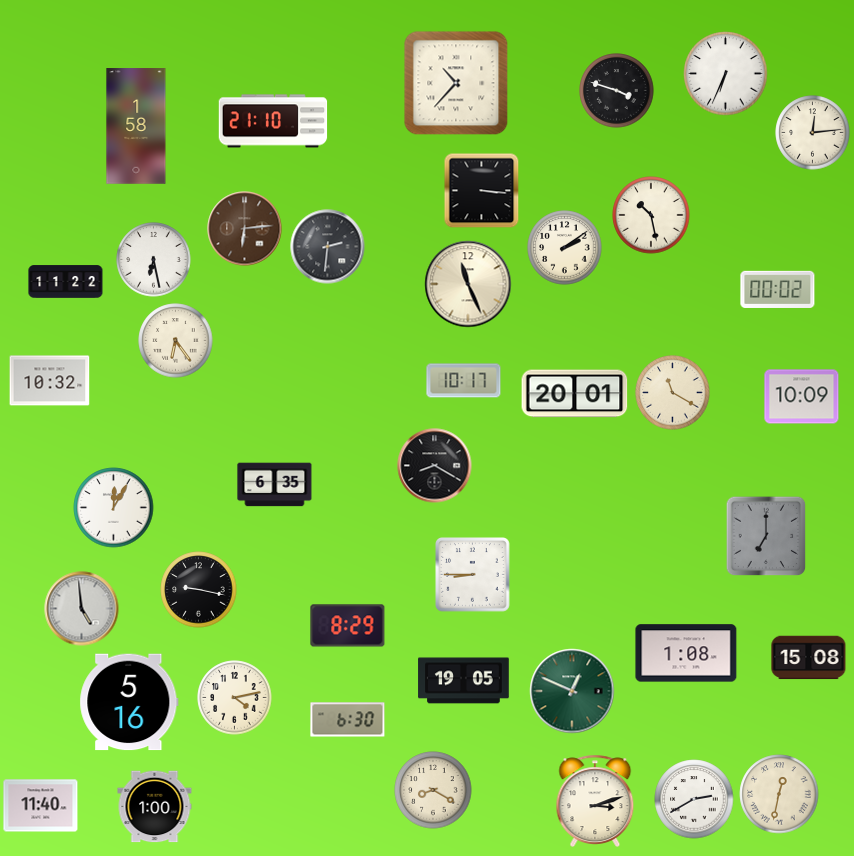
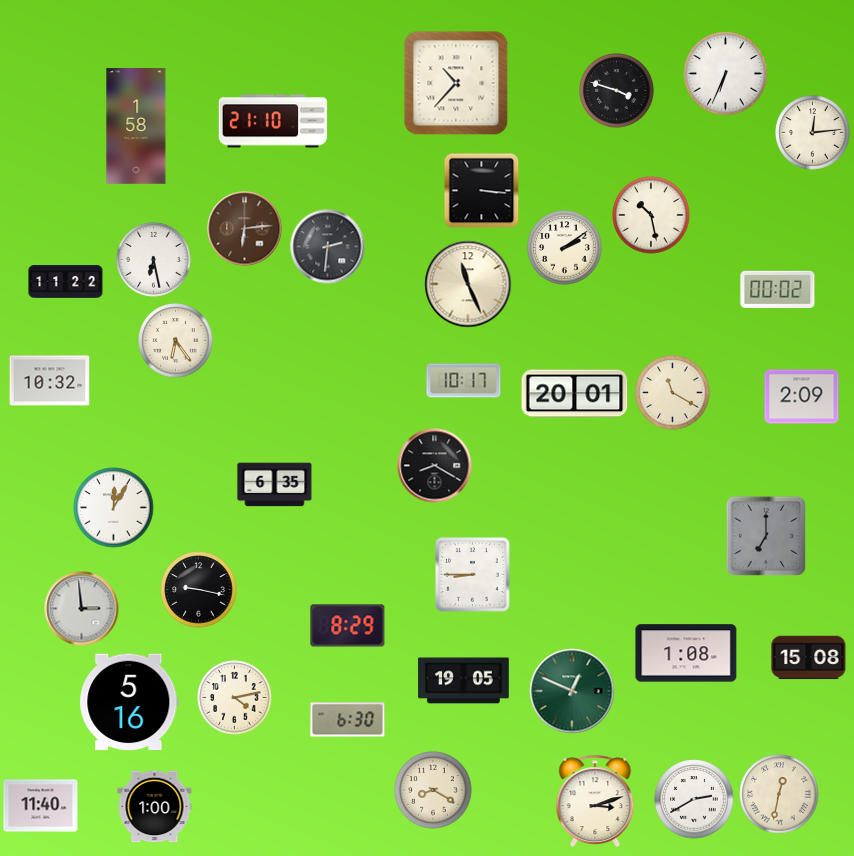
clock at (802, 397): 10:09 -> 2:09
clock at (82, 609): 4:59 -> 2:59
